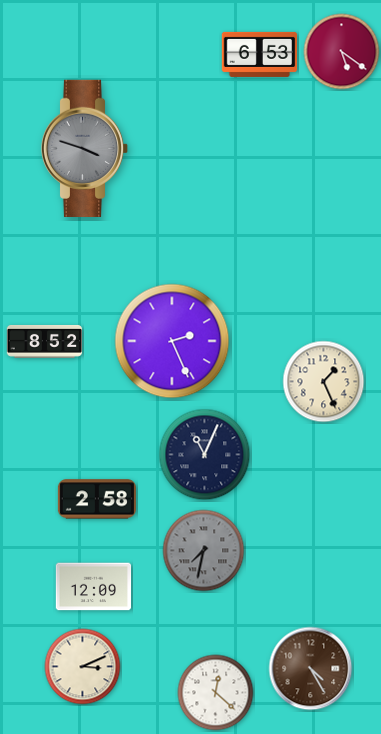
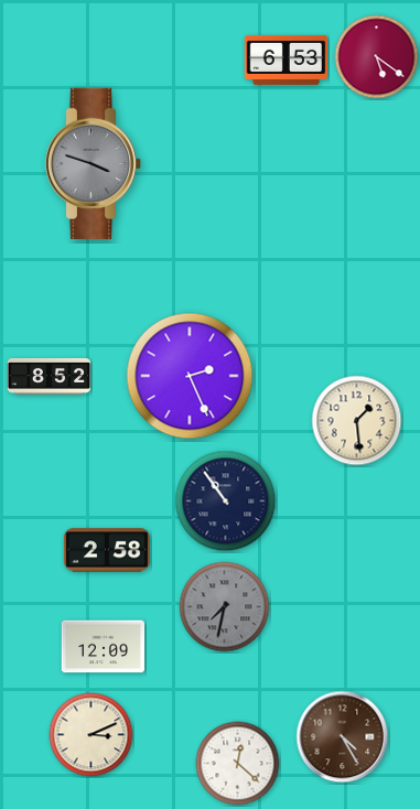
clock at (324, 382): 1:26 -> 1:29
clock at (205, 455): 11:04 -> 10:54
